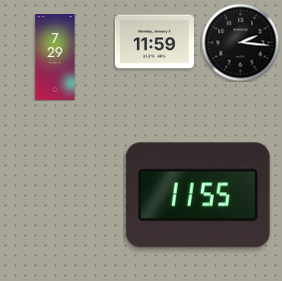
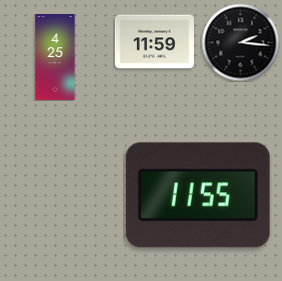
clock at (55, 58): 7:29 -> 4:25
